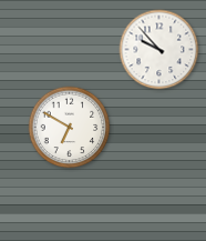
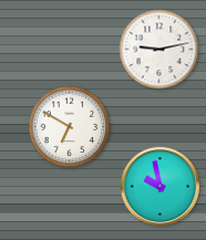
clock at (159, 50): 9:53 -> 9:13
clock at (159, 186): none -> 9:58
